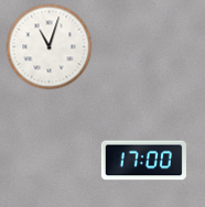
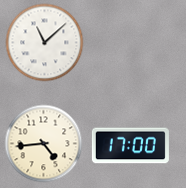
clock at (48, 46): 11:03 -> 11:08
clock at (43, 143): none -> 4:44
